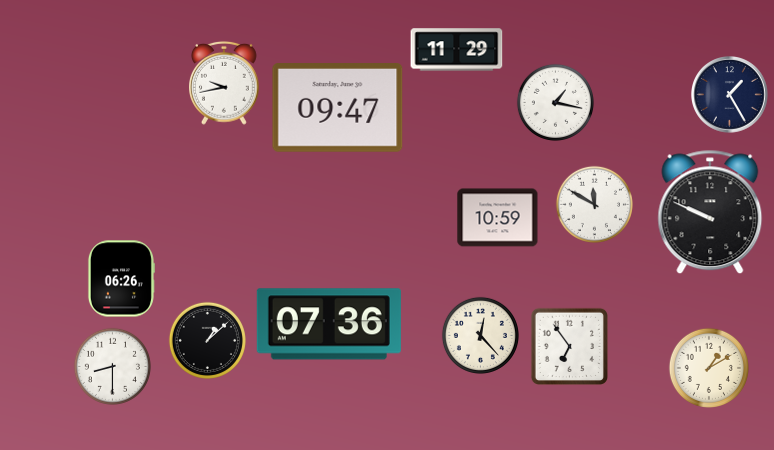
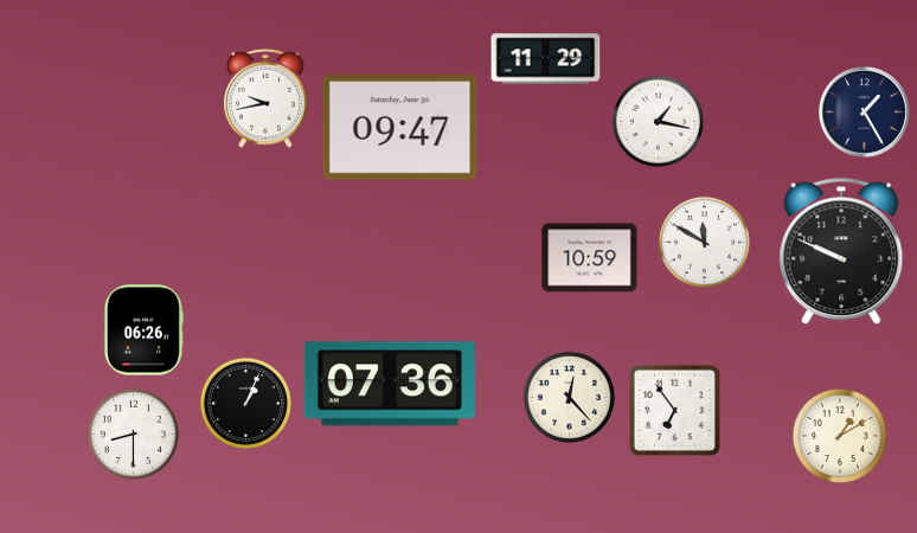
clock at (457, 50) position: (457, 50) -> (546, 59)
clock at (207, 340): 1:08 -> 1:04
